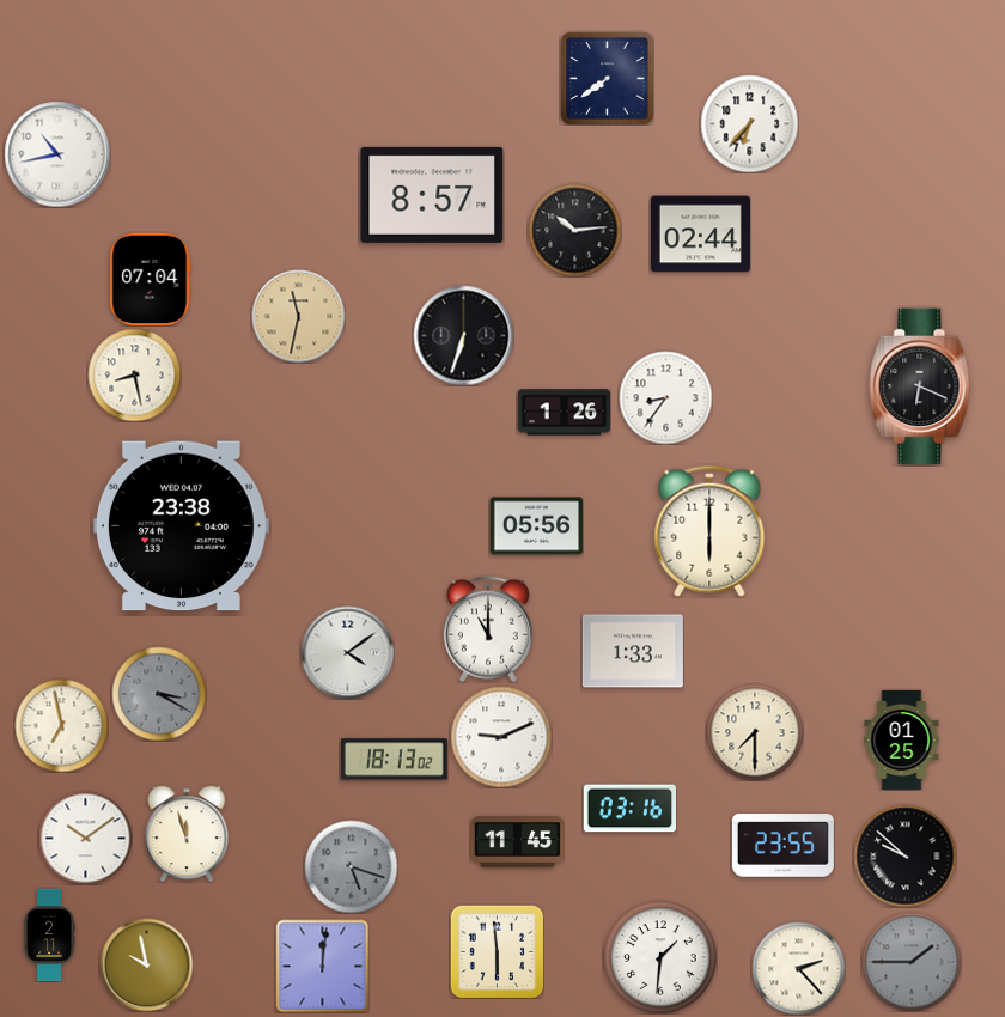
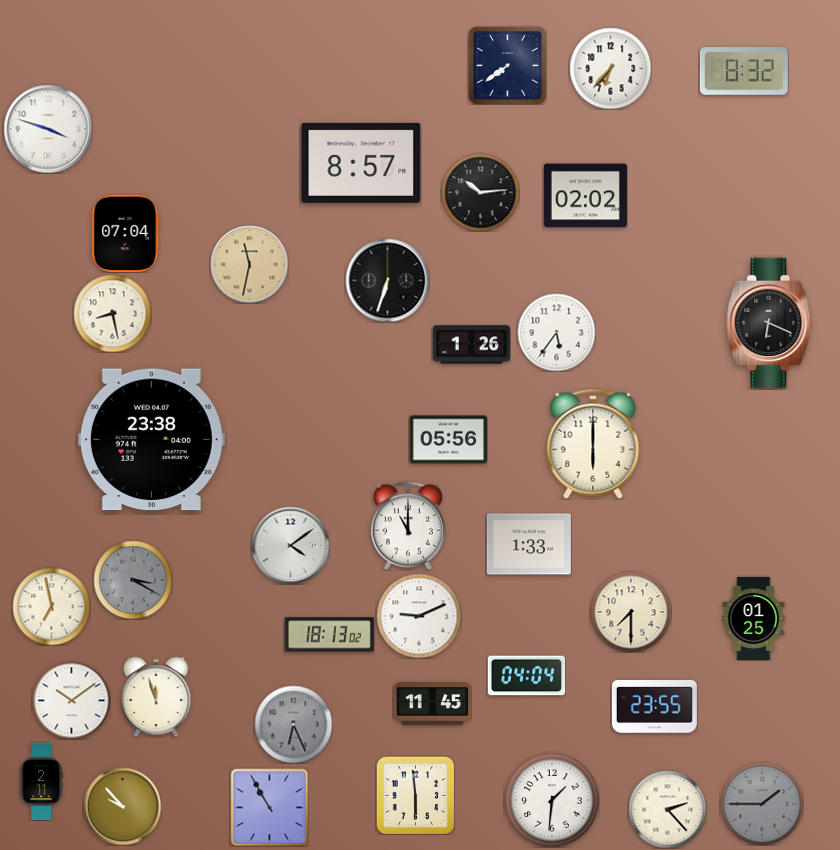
clock at (744, 71): none -> 8:32
clock at (749, 123) position: (749, 123) -> (610, 68)
clock at (57, 154): 10:43 -> 3:48
clock at (700, 235): 02:44 -> 02:02
clock at (665, 397): 8:36 -> 5:36
clock at (629, 809): 03:16 -> 04:04
clock at (904, 855): 9:52 -> none
clock at (351, 866): 5:18 -> 6:26
clock at (146, 964): 9:58 -> 9:53
clock at (322, 966): 12:01 -> 10:55
